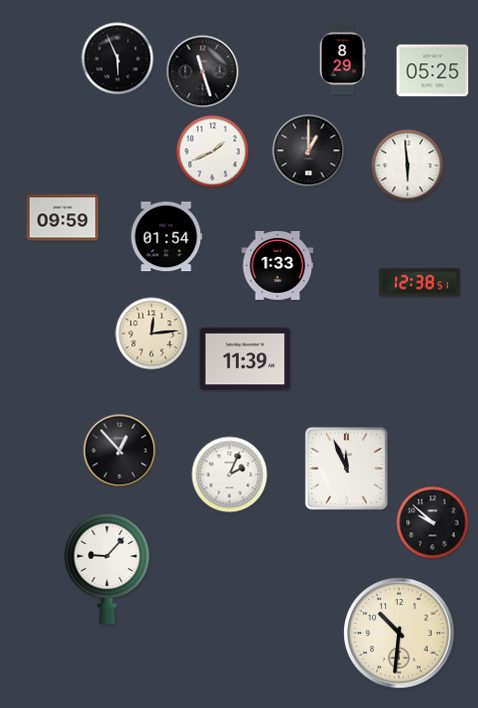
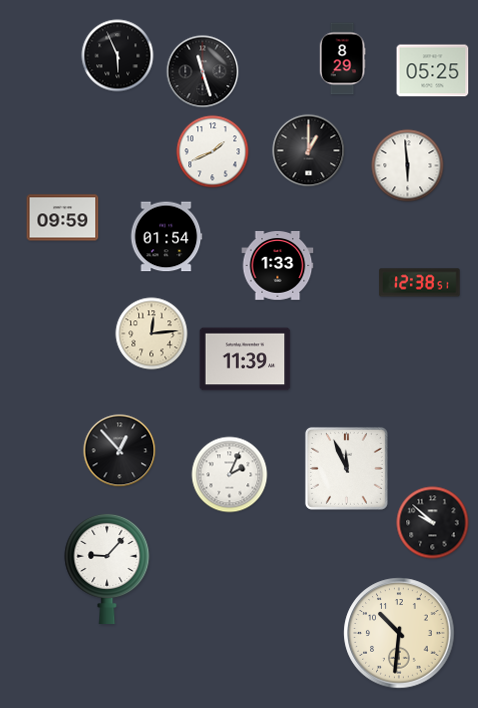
clock at (118, 59) position: (118, 59) -> (118, 56)
